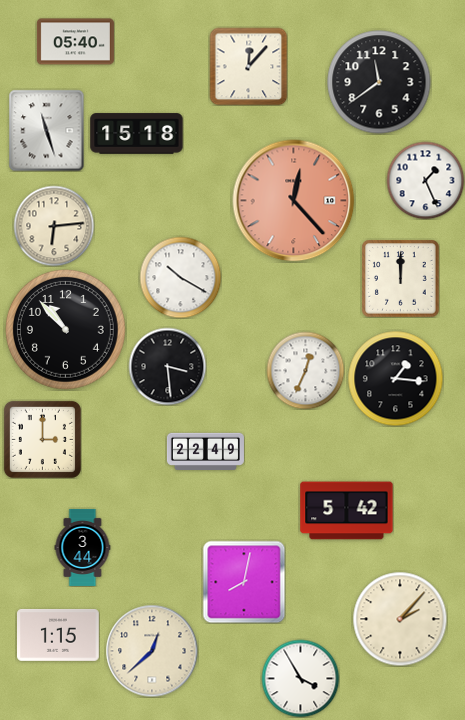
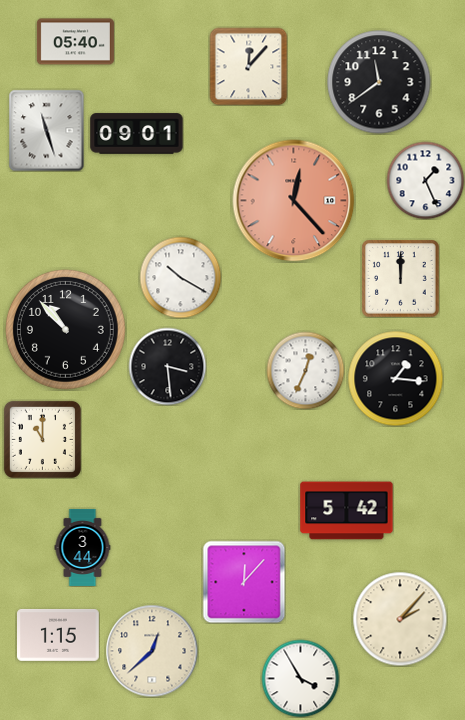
clock at (137, 134): 15:18 -> 09:01
clock at (54, 226): 6:14 -> none
clock at (42, 439): 3:00 -> 11:00
clock at (205, 451): 22:49 -> none
clock at (244, 582): 8:02 -> 12:07
